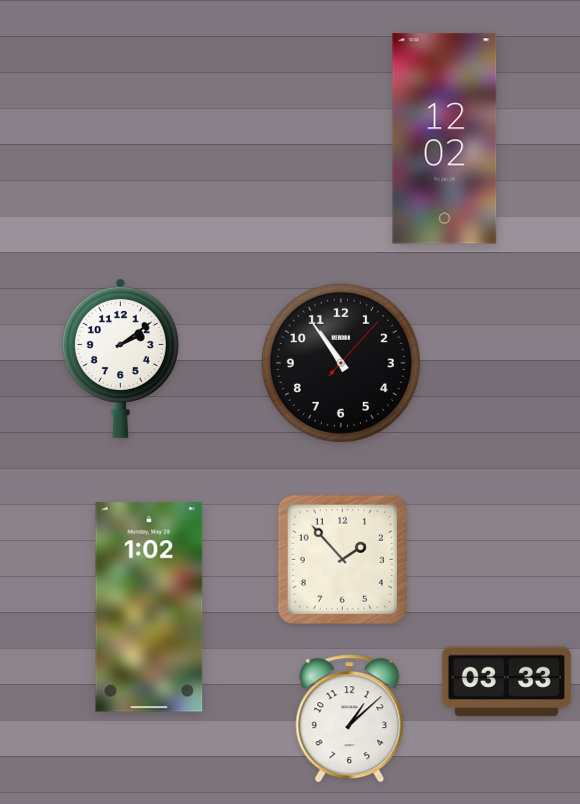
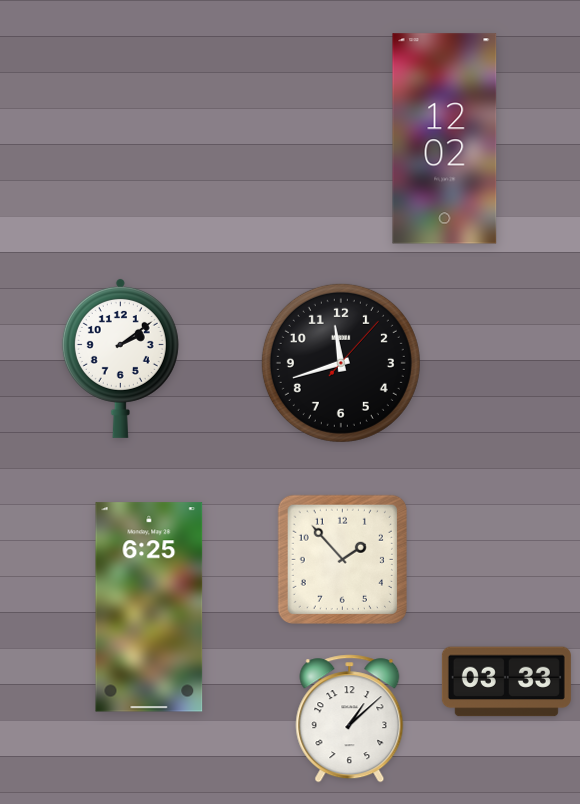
clock at (341, 363): 10:54 -> 11:42
clock at (149, 607): 1:02 -> 6:25
